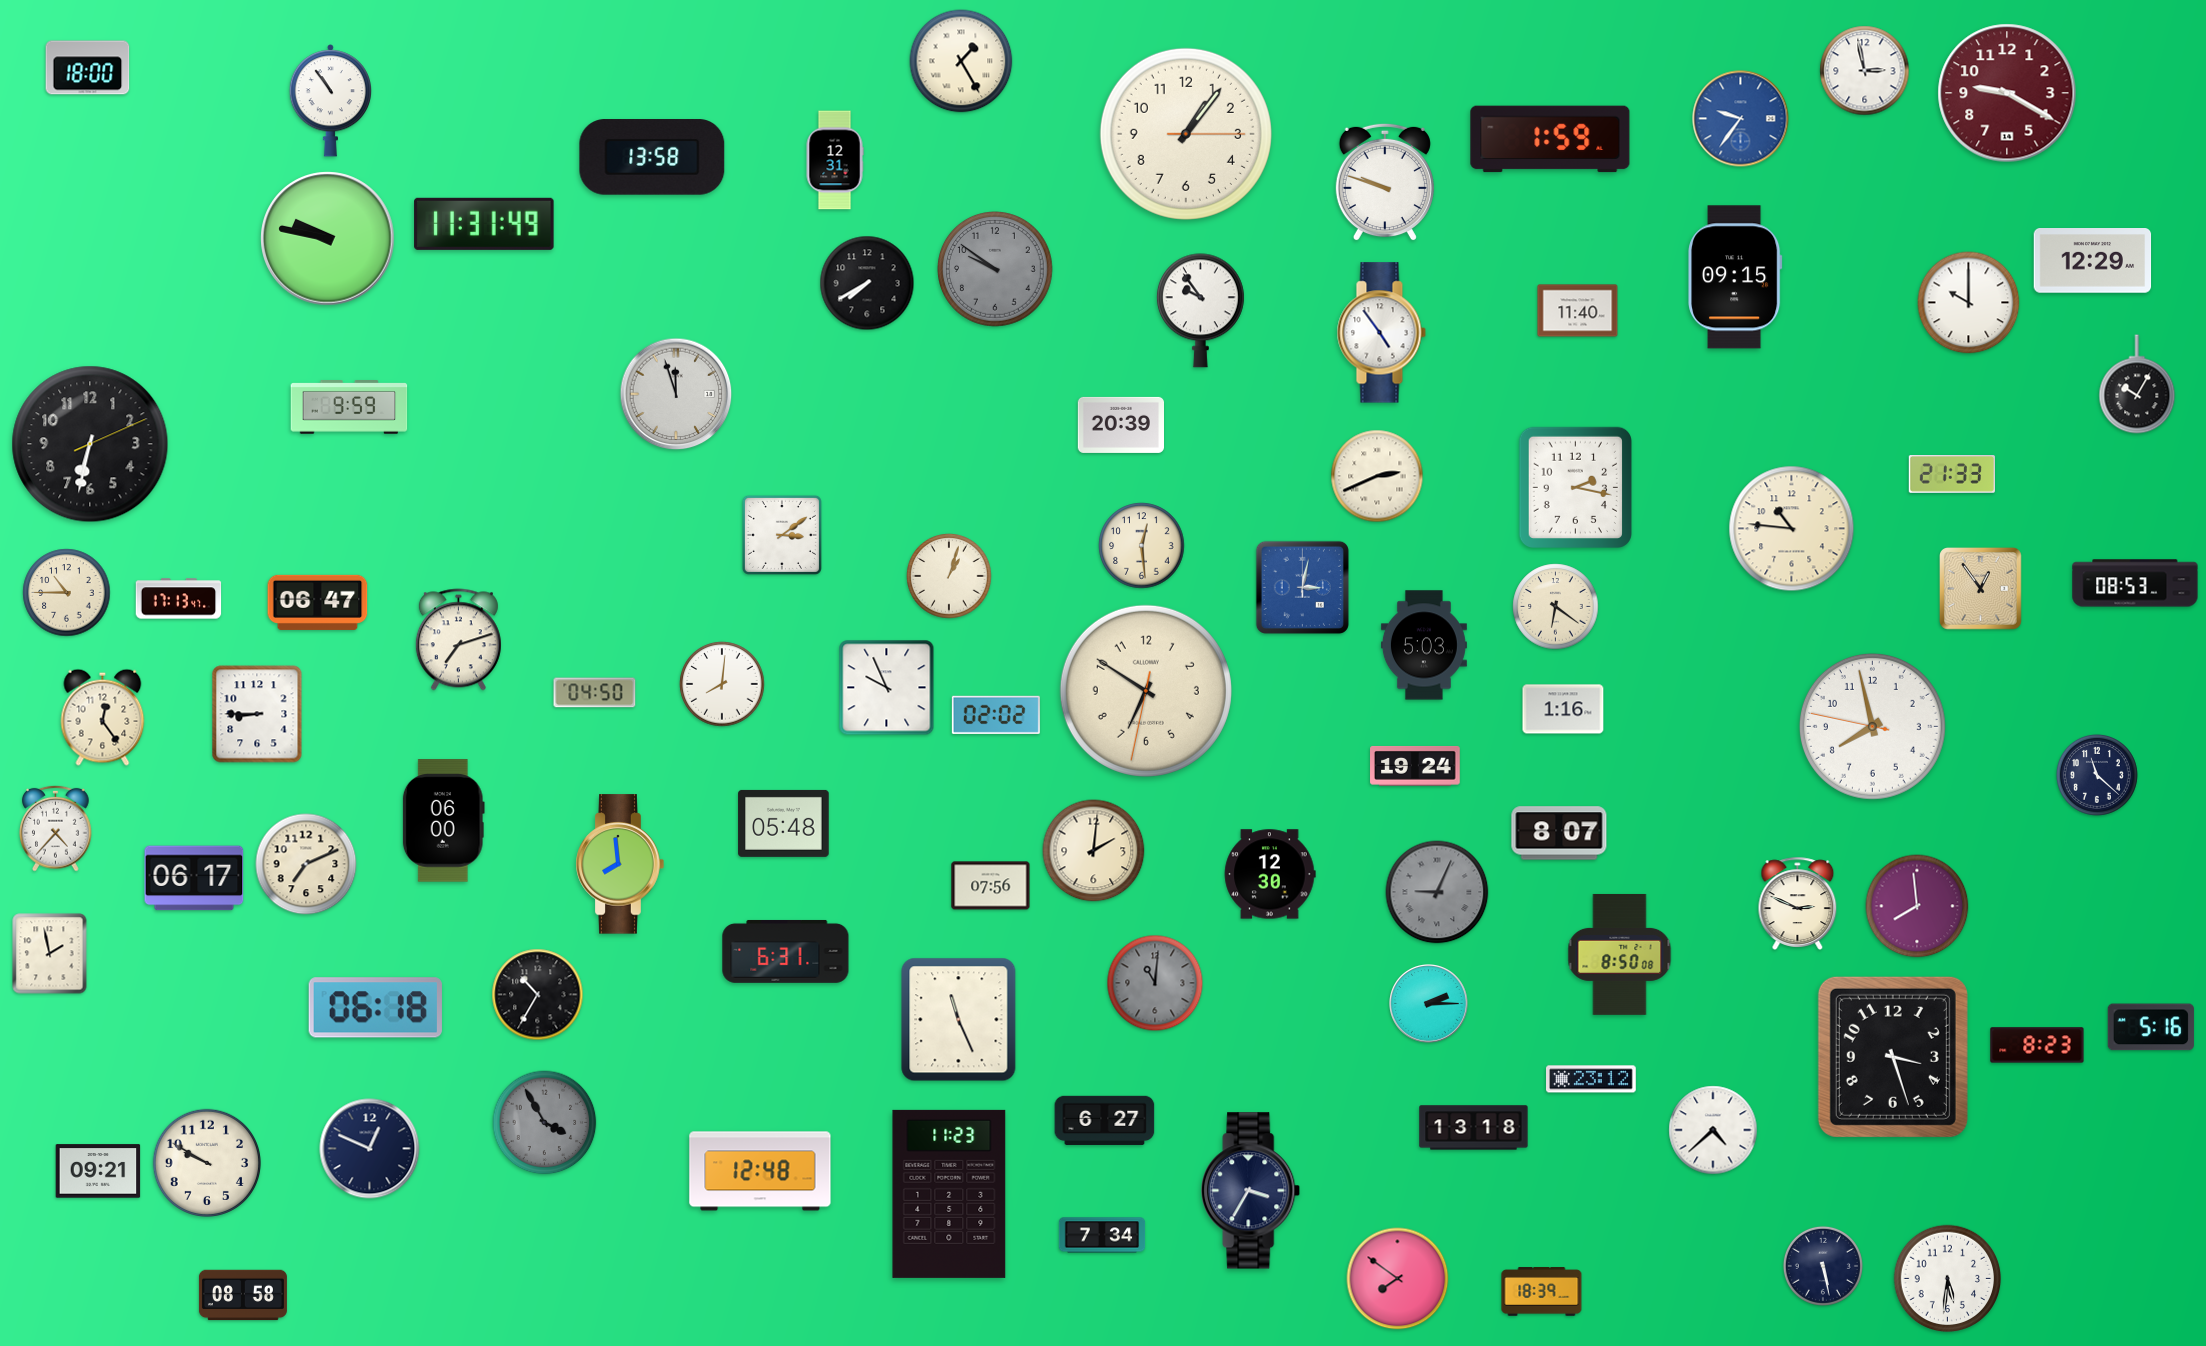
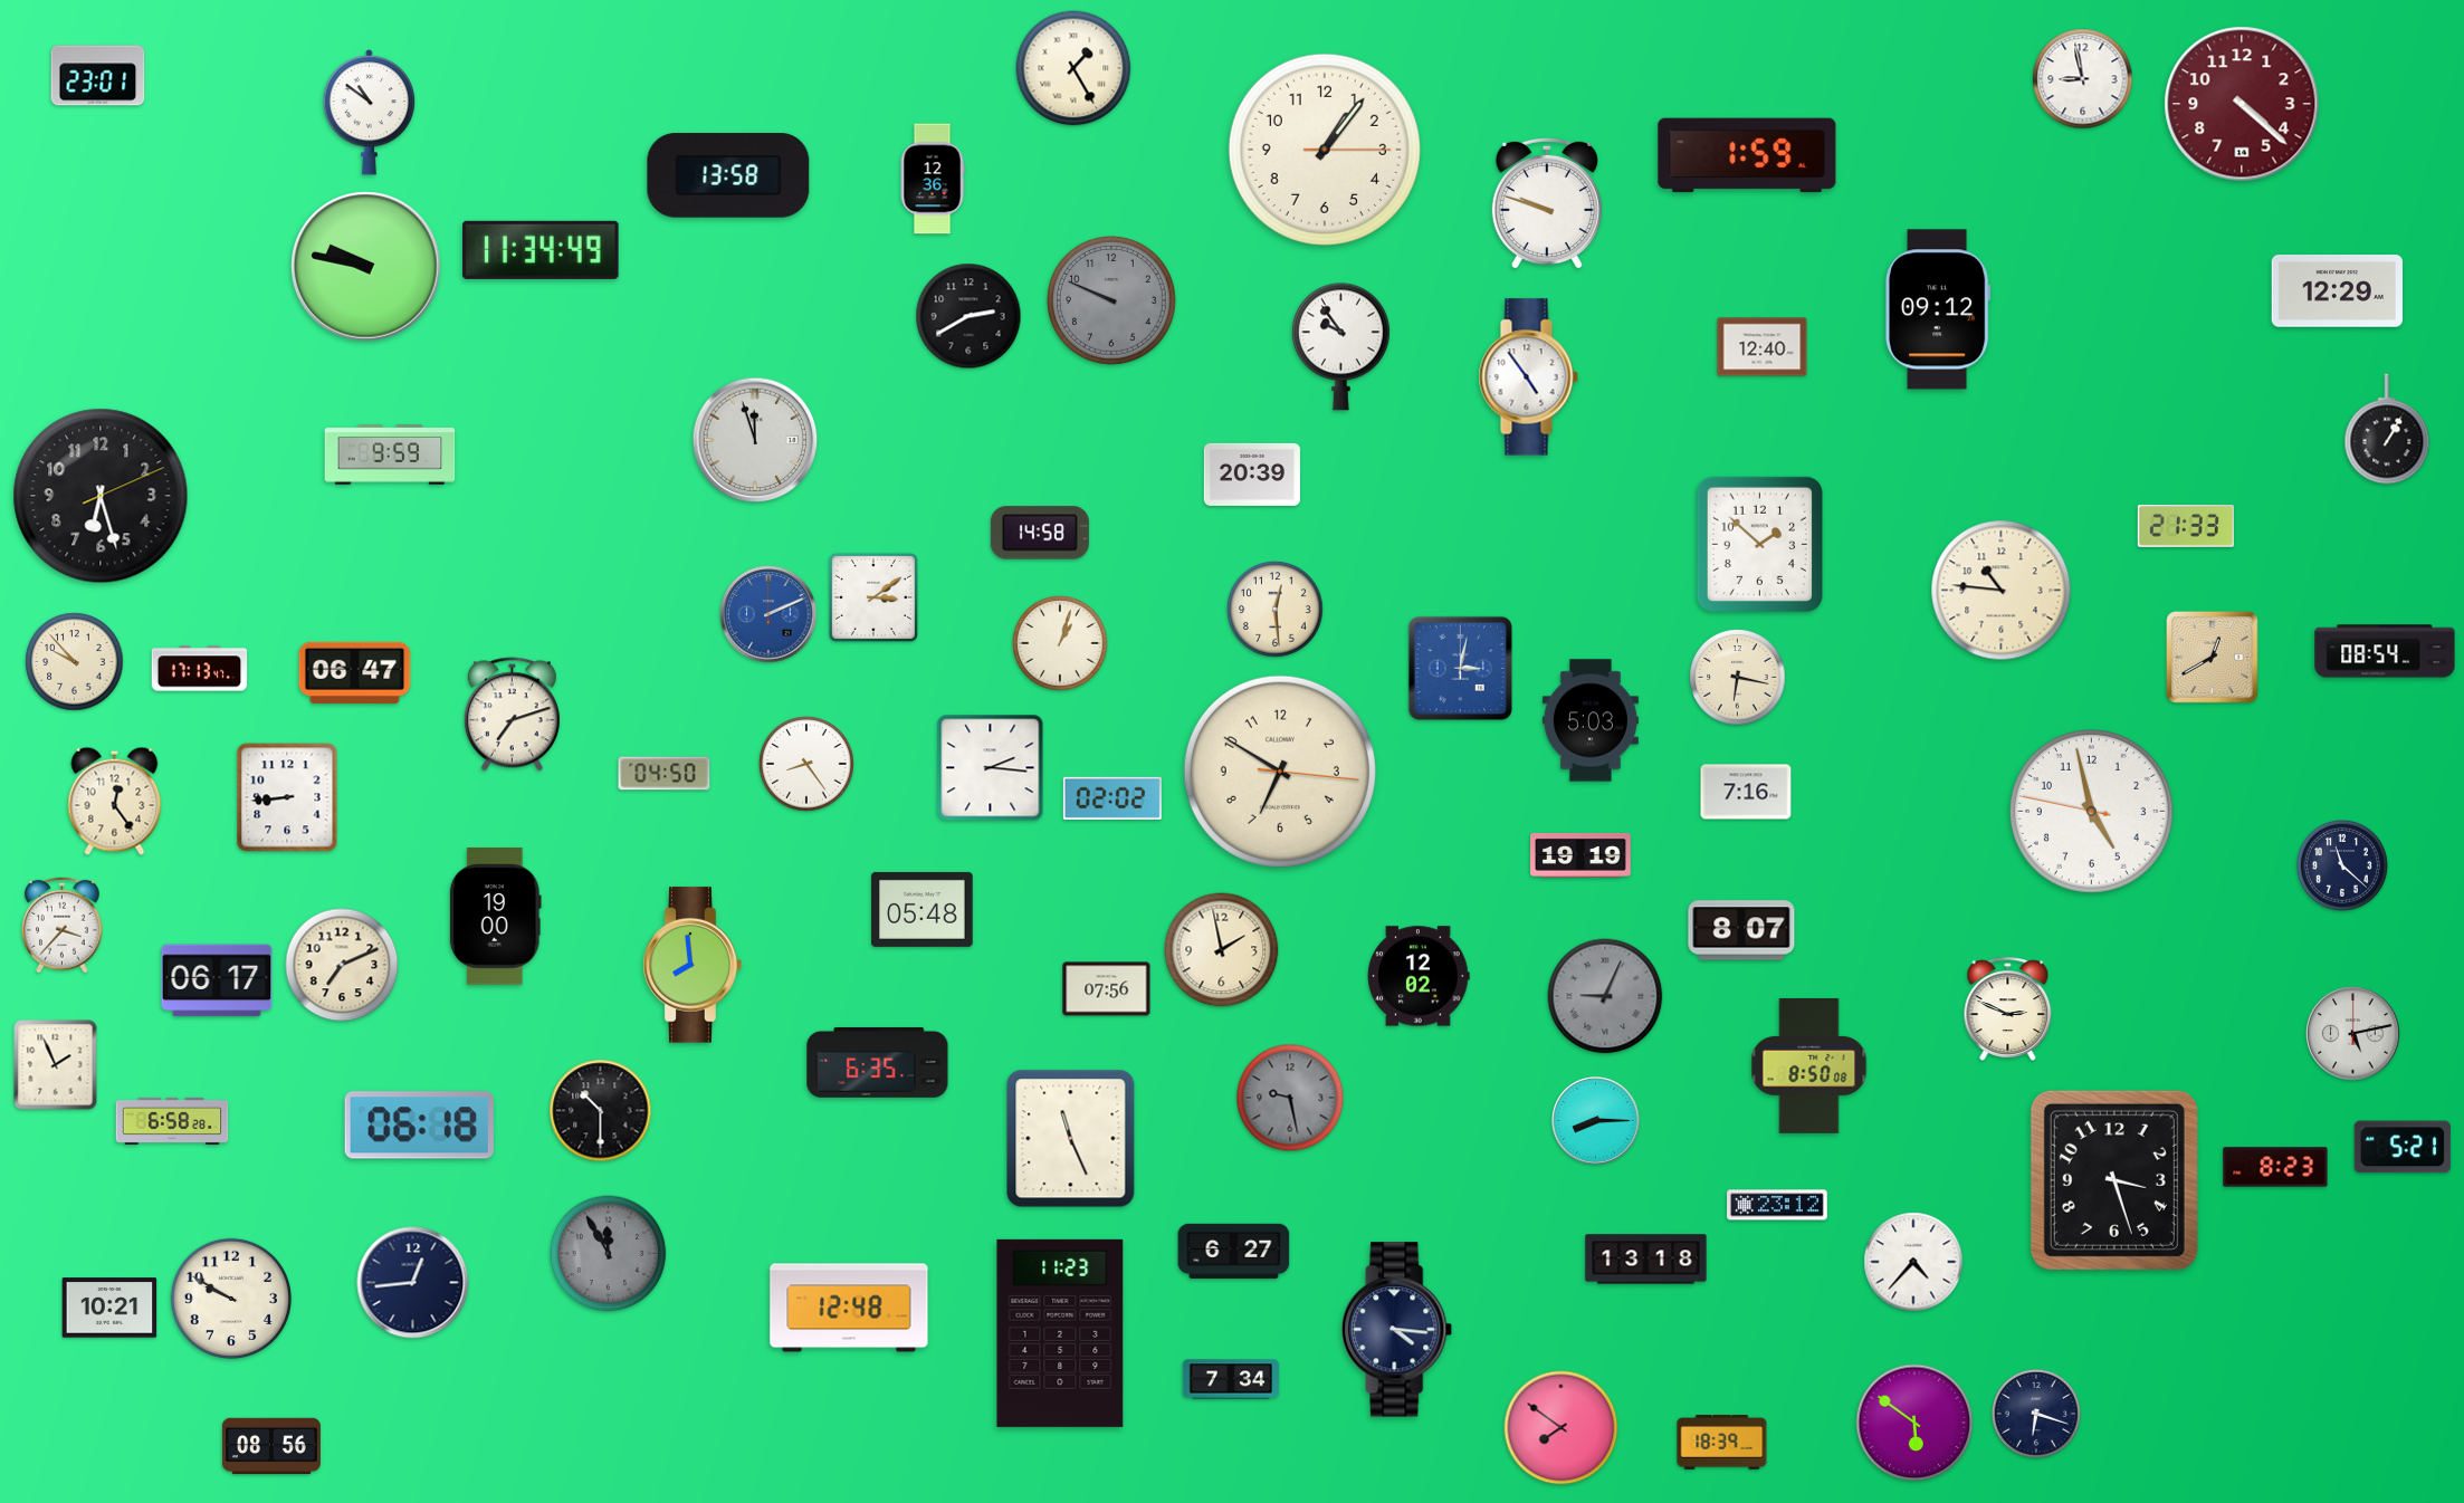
clock at (88, 68): 18:00 -> 23:01
clock at (1865, 71): 2:58 -> 8:58
clock at (2007, 93): 9:20 -> 4:22
clock at (330, 101): 10:54 -> 10:51
clock at (1741, 119): 9:36 -> none
clock at (1550, 139) position: (1550, 139) -> (1747, 155)
clock at (835, 160): 12:31 -> 12:36
clock at (484, 224): 11:31 -> 11:34
clock at (996, 270): 9:51 -> 9:49
clock at (1736, 277): 09:15 -> 09:12
clock at (867, 283): 7:40 -> 2:40
clock at (1969, 303): 10:00 -> none
clock at (1578, 311): 11:40 -> 12:40
clock at (1381, 333) position: (1381, 333) -> (1528, 377)
clock at (2137, 384): 10:05 -> 1:05
clock at (90, 444): 6:32 -> 6:27
clock at (1951, 475) position: (1951, 475) -> (2185, 527)
clock at (1377, 476): 2:41 -> none
clock at (1040, 533): none -> 14:58
clock at (1575, 487): 2:17 -> 1:52
clock at (768, 614): none -> 2:11
clock at (2135, 583): 08:53 -> 08:54
clock at (1302, 587) position: (1302, 587) -> (1460, 668)
clock at (1981, 589): 12:54 -> 12:40
clock at (67, 593): 10:45 -> 9:53
clock at (1556, 607): 6:21 -> 6:17
clock at (722, 684): 8:01 -> 8:24
clock at (887, 688): 9:56 -> 2:16
clock at (1146, 691): 6:50:32 -> 6:50:16
clock at (1563, 709): 1:16 -> 7:16
clock at (257, 714): 8:45 -> 8:44
clock at (1872, 726): 7:57 -> 4:57
clock at (1415, 766): 19:24 -> 19:19
clock at (443, 821): 06:00 -> 19:00
clock at (784, 823) position: (784, 823) -> (923, 909)
clock at (56, 828): 4:37 -> 3:37
clock at (1094, 851): 2:01 -> 1:58
clock at (1270, 874): 12:30 -> 12:02
clock at (1917, 906): 7:59 -> none
clock at (2353, 1034): none -> 5:13
clock at (786, 951): 6:31 -> 6:35
clock at (50, 954): 1:58 -> 1:56
clock at (1155, 983): 11:01 -> 9:28
clock at (538, 995): 10:35 -> 10:30
clock at (172, 1121): none -> 6:58
clock at (1429, 1004): 2:15 -> 8:15
clock at (2151, 1027): 5:16 -> 5:21
clock at (545, 1123): 3:55 -> 11:55
clock at (1713, 1130): 4:38 -> 4:37
clock at (370, 1149): 12:49 -> 12:44
clock at (98, 1171): 09:21 -> 10:21
clock at (1251, 1191): 3:35 -> 4:16
clock at (1823, 1266): 5:28 -> 6:18
clock at (1914, 1423): none -> 5:51
clock at (1948, 1279): 5:31 -> none
clock at (243, 1295): 08:58 -> 08:56
